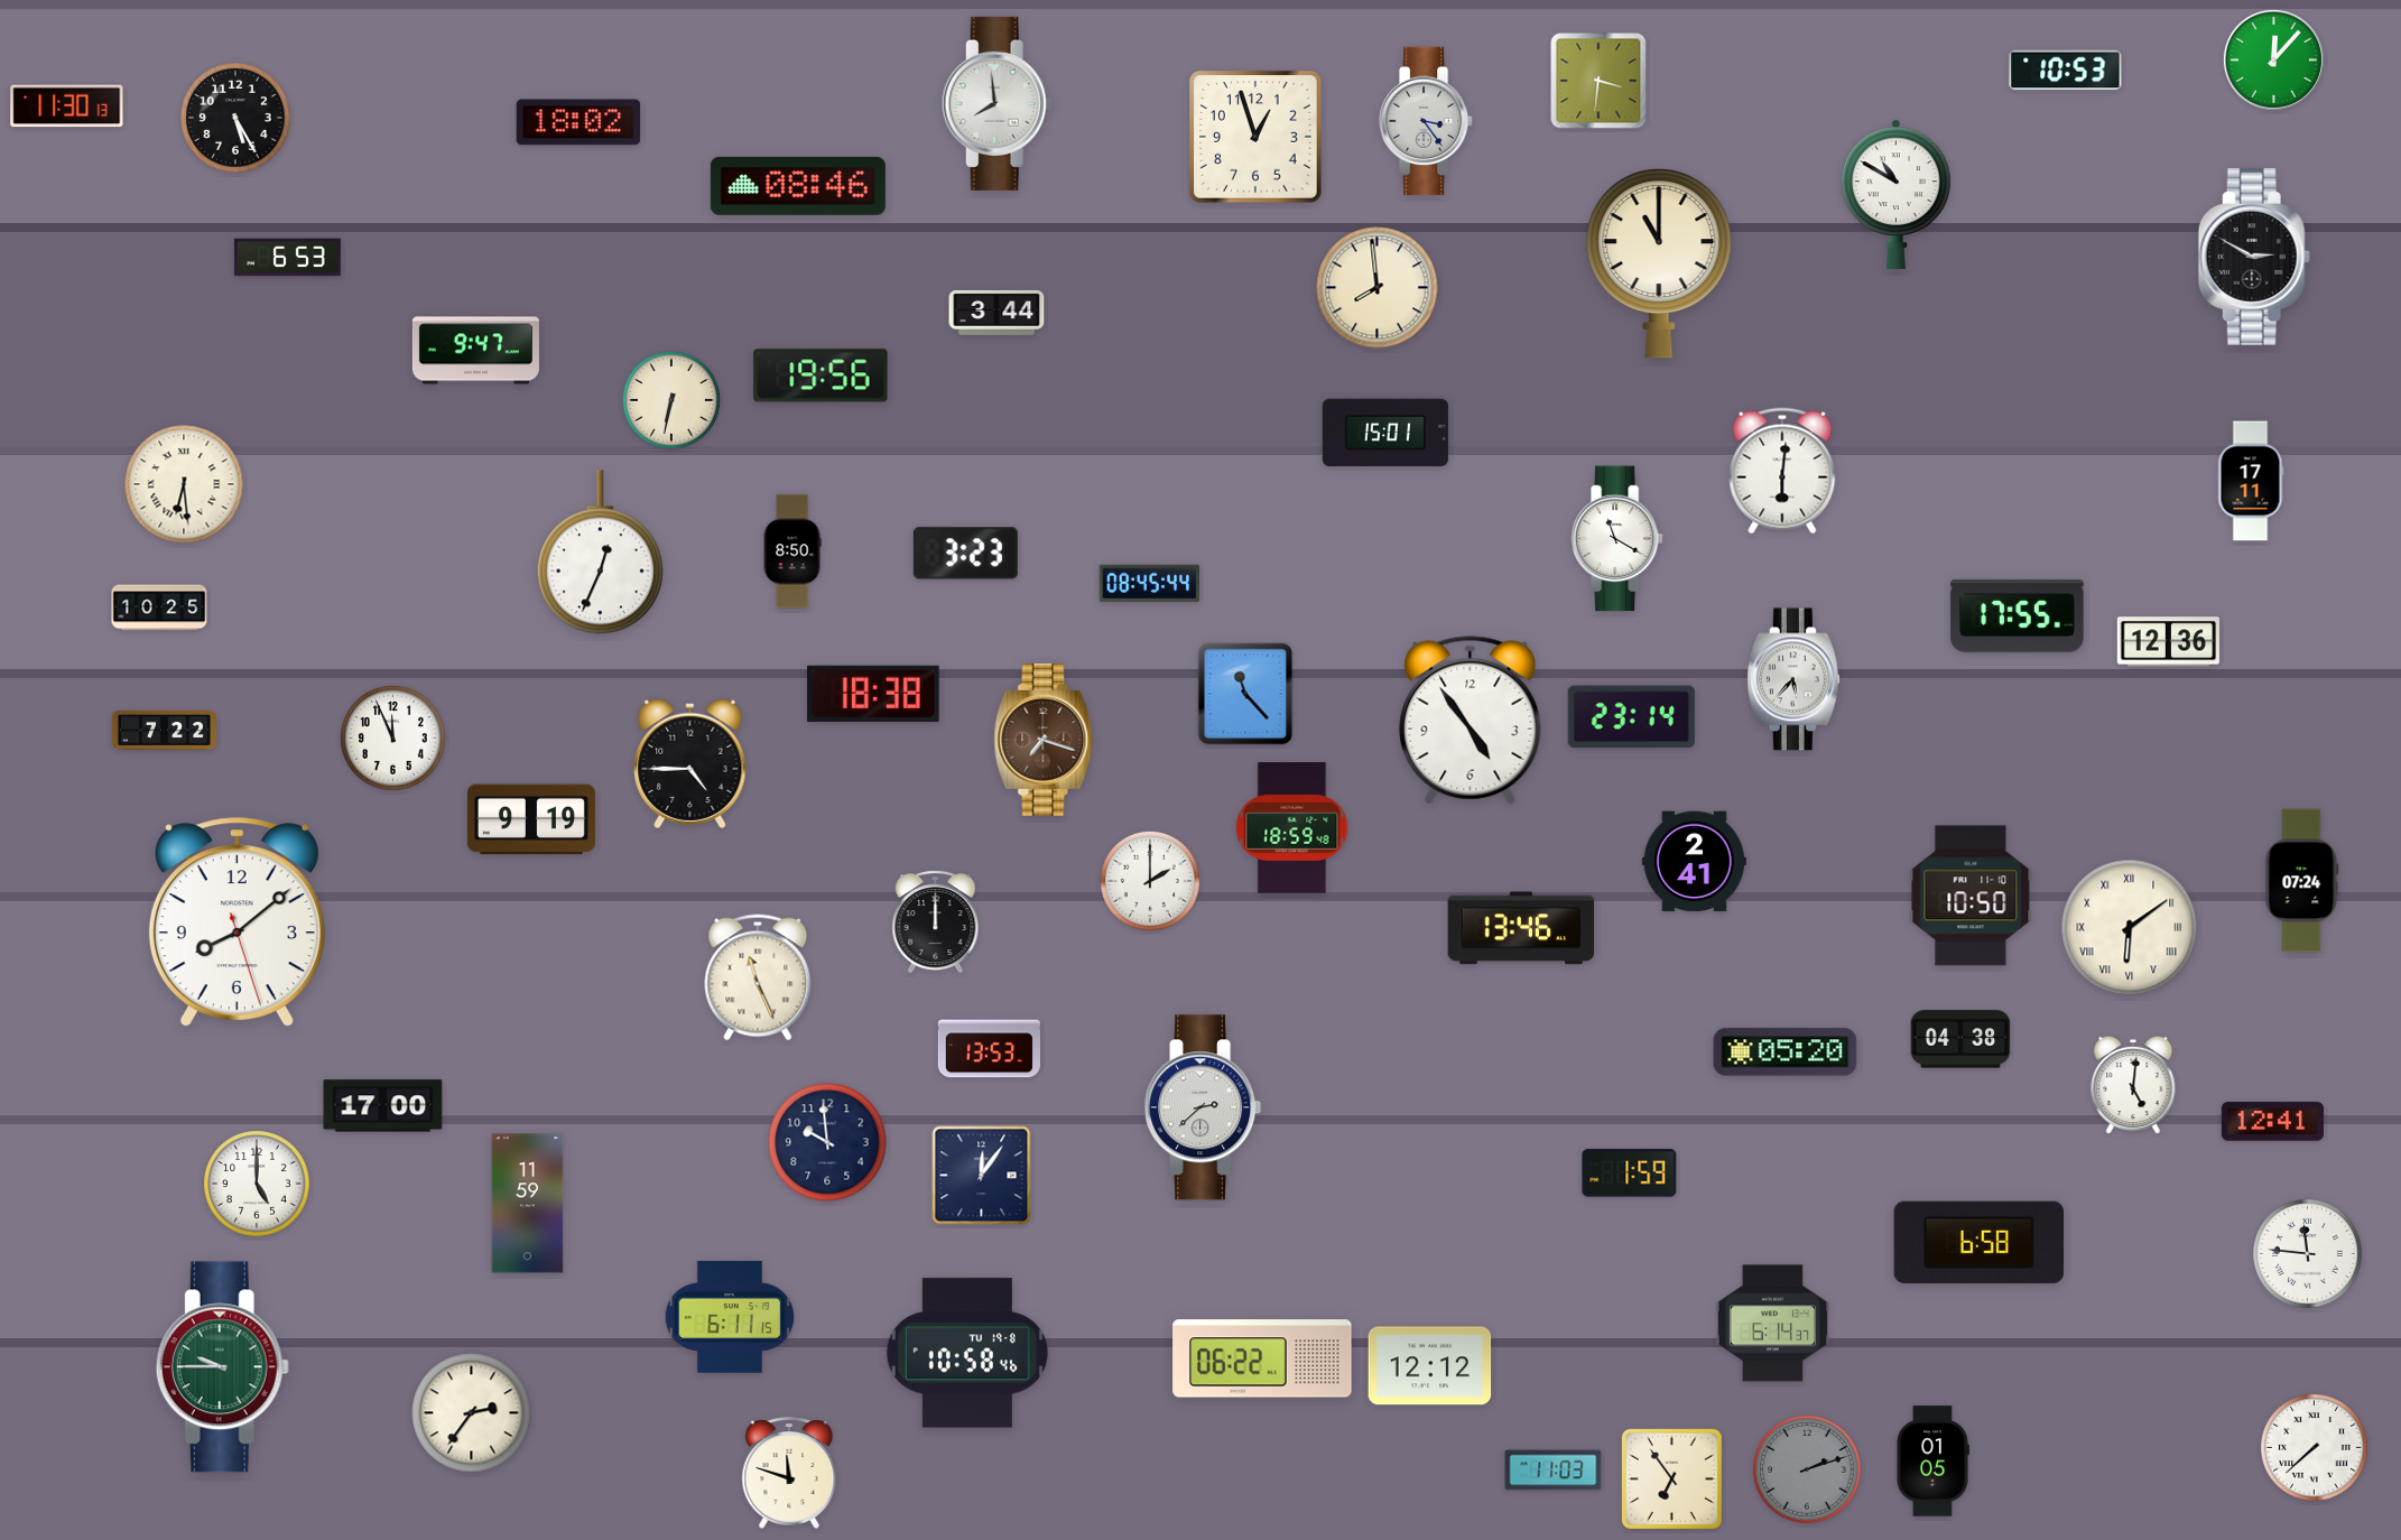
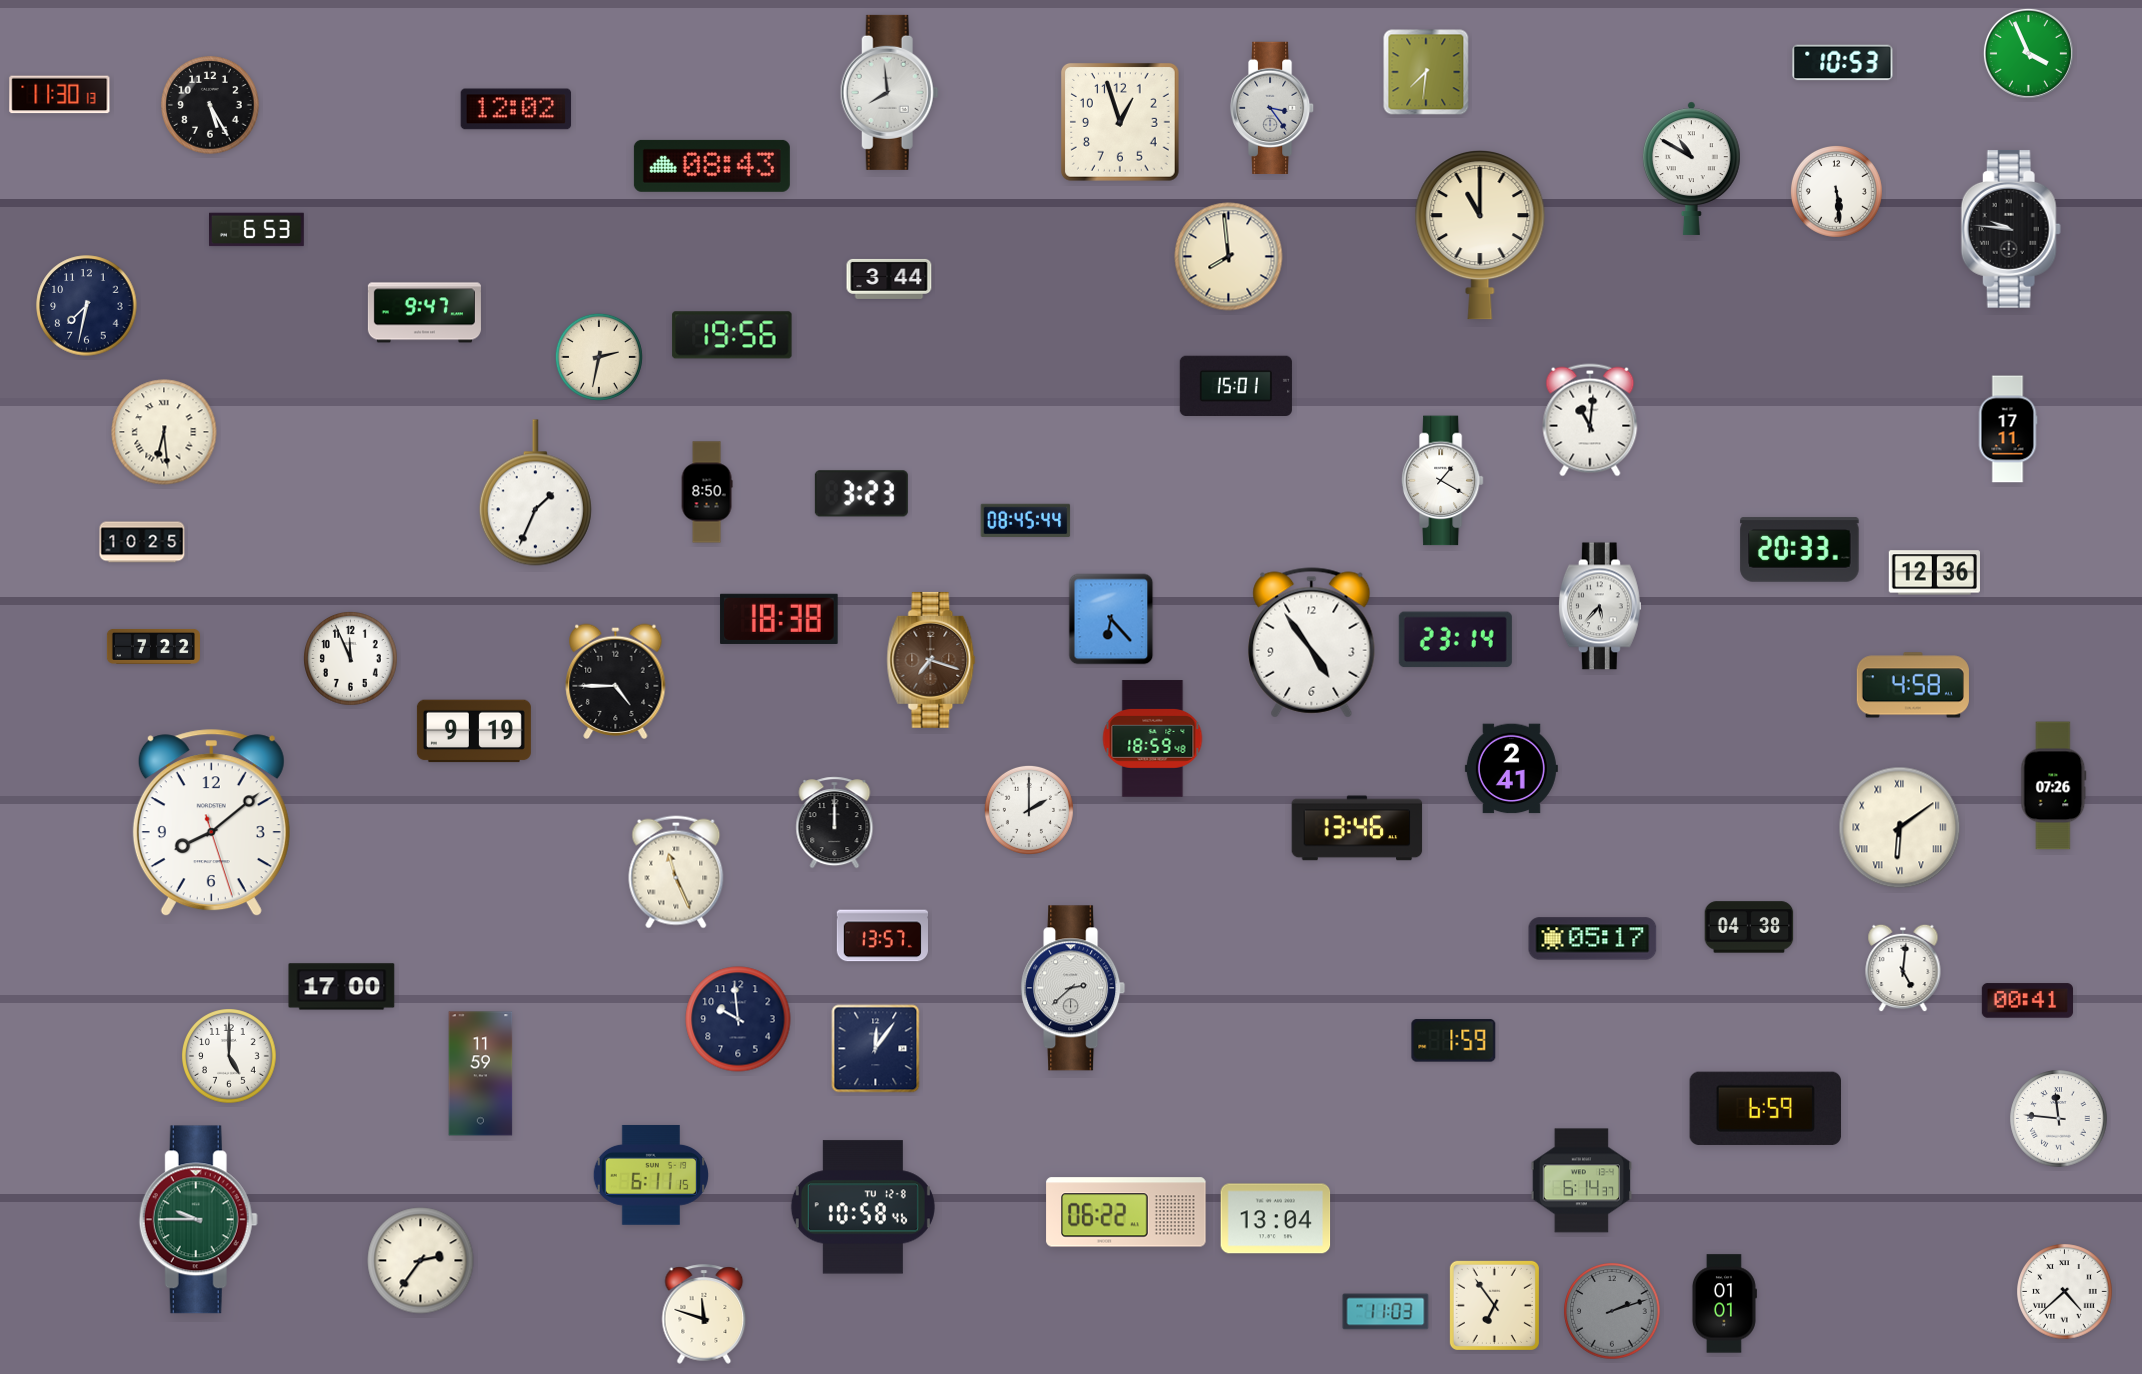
clock at (2273, 59): 12:07 -> 3:56
clock at (1598, 81): 3:31 -> 7:31
clock at (578, 122): 18:02 -> 12:02
clock at (798, 186): 08:46 -> 08:43
clock at (1895, 194) position: (1895, 194) -> (1691, 168)
clock at (1836, 191): none -> 5:29
clock at (2254, 257): 2:50 -> 9:46
clock at (87, 306): none -> 7:32
clock at (671, 400): 6:32 -> 2:32
clock at (1782, 471): 6:01 -> 11:01
clock at (1616, 539): 11:20 -> 1:20
clock at (600, 553): 12:34 -> 1:34
clock at (2018, 616): 17:55 -> 20:33
clock at (1245, 694): 11:23 -> 6:23
clock at (164, 730) position: (164, 730) -> (153, 646)
clock at (1913, 685): none -> 4:58
clock at (1150, 881) position: (1150, 881) -> (1029, 810)
clock at (2302, 881): 07:24 -> 07:26
clock at (1971, 896): 10:50 -> none
clock at (989, 1049): 13:53 -> 13:57
clock at (1786, 1052): 05:20 -> 05:17
clock at (2272, 1122): 12:41 -> 00:41
clock at (1630, 1173) position: (1630, 1173) -> (1454, 1041)
clock at (528, 1204) position: (528, 1204) -> (481, 1074)
clock at (1978, 1242): 6:58 -> 6:59
clock at (967, 1353) date: TU 19-8 -> TU 12-8
clock at (1430, 1366): 12:12 -> 13:04
clock at (2315, 1448): 7:38 -> 4:38
clock at (1932, 1462): 01:05 -> 01:01
clock at (1671, 1478) position: (1671, 1478) -> (1494, 1305)
